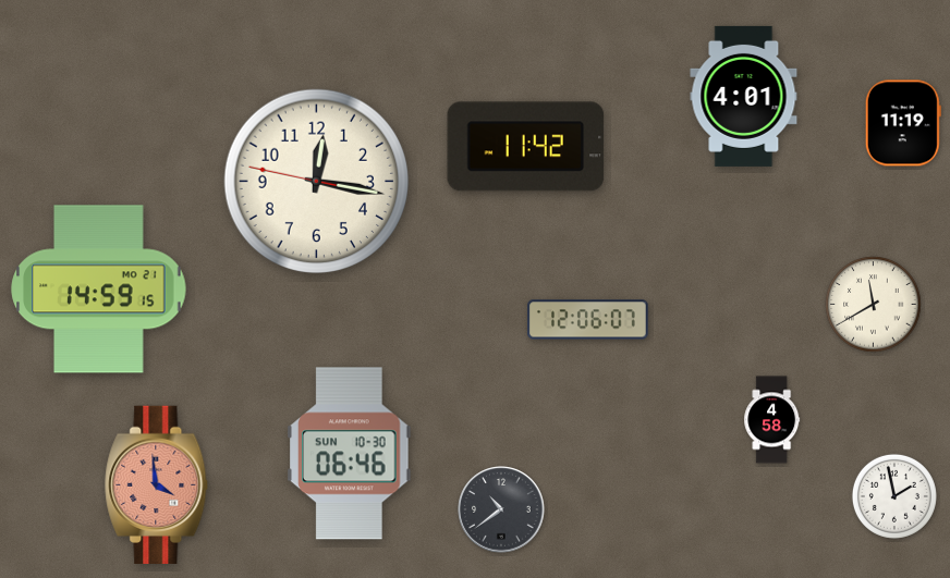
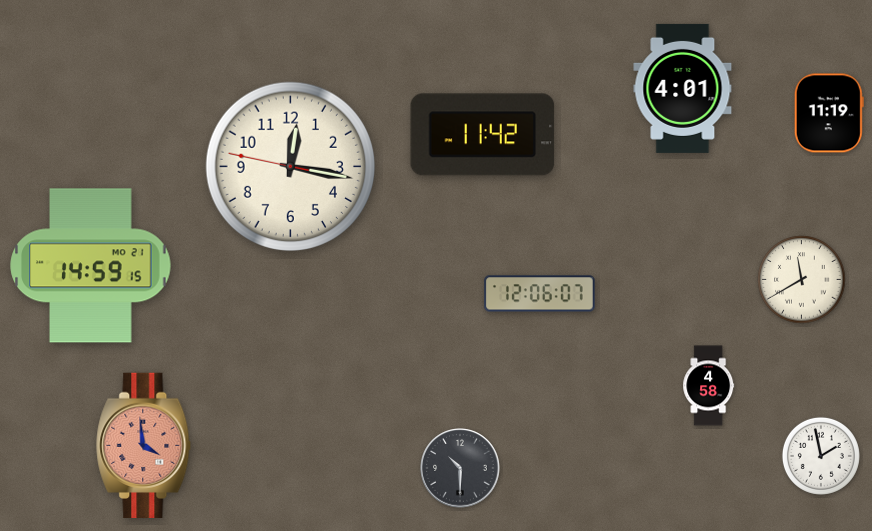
clock at (350, 454): 06:46 -> none
clock at (501, 509): 10:39 -> 10:30
